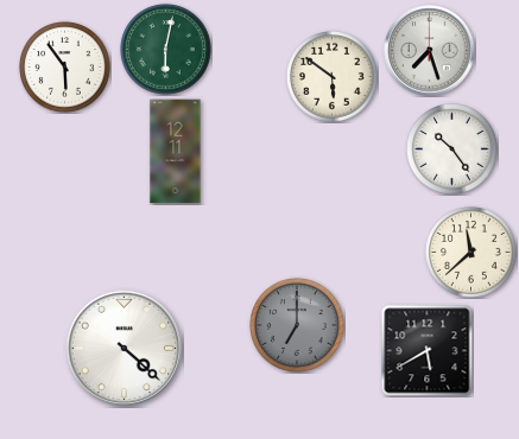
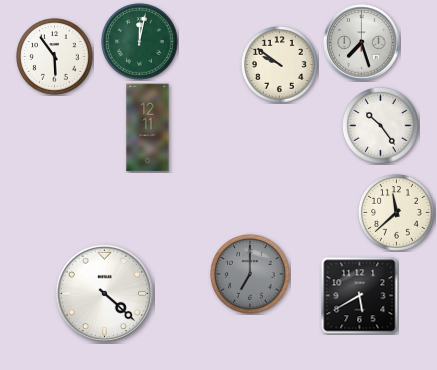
clock at (166, 50): 6:02 -> 12:02
clock at (333, 77): 5:51 -> 9:51
